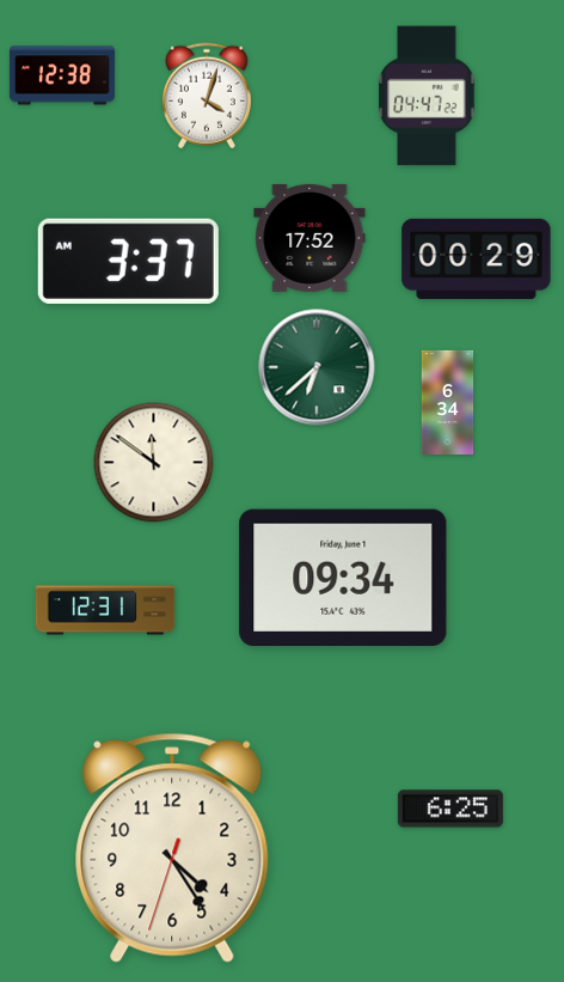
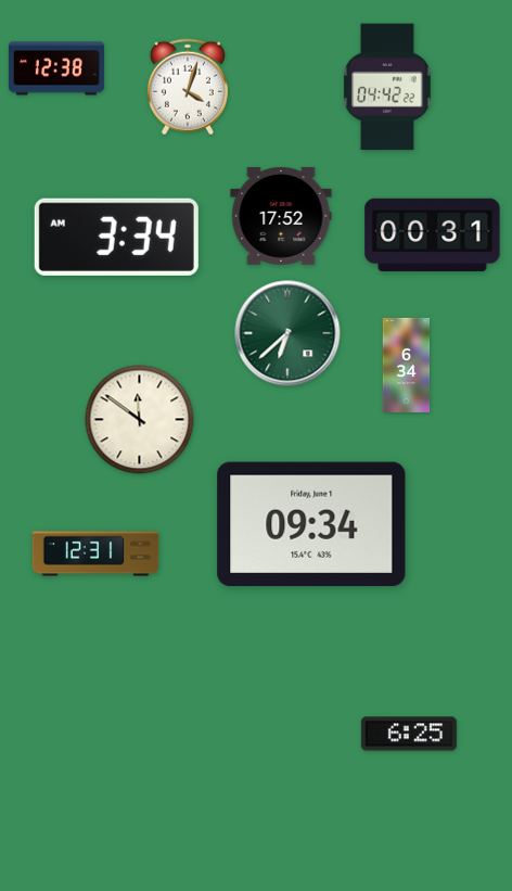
clock at (427, 96): 04:47 -> 04:42
clock at (477, 258): 00:29 -> 00:31
clock at (128, 261): 3:37 -> 3:34
clock at (172, 848): 4:24 -> none
